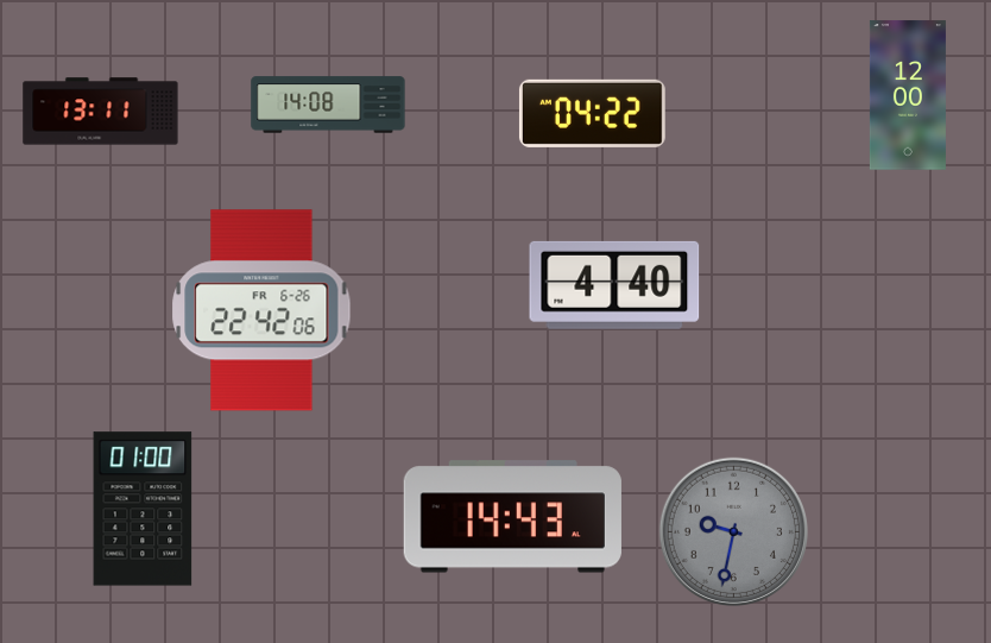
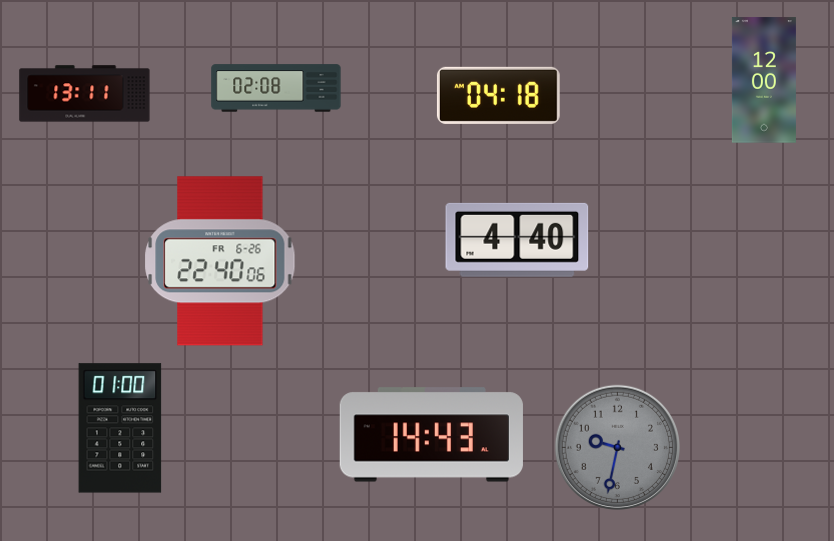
clock at (328, 105): 14:08 -> 02:08
clock at (592, 113): 04:22 -> 04:18
clock at (261, 310): 22:42 -> 22:40
